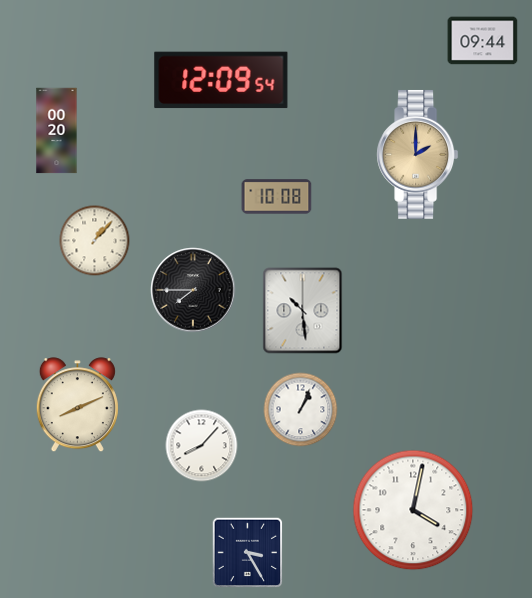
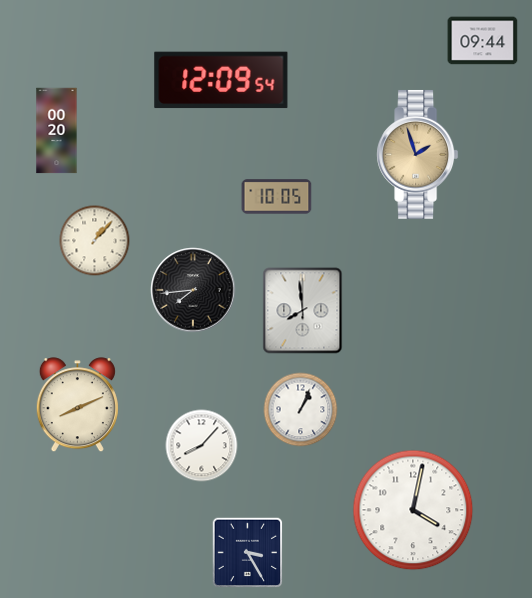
clock at (418, 154): 2:00 -> 1:57
clock at (277, 197): 10:08 -> 10:05
clock at (193, 290): 7:45 -> 7:44
clock at (303, 311): 10:29 -> 7:59
